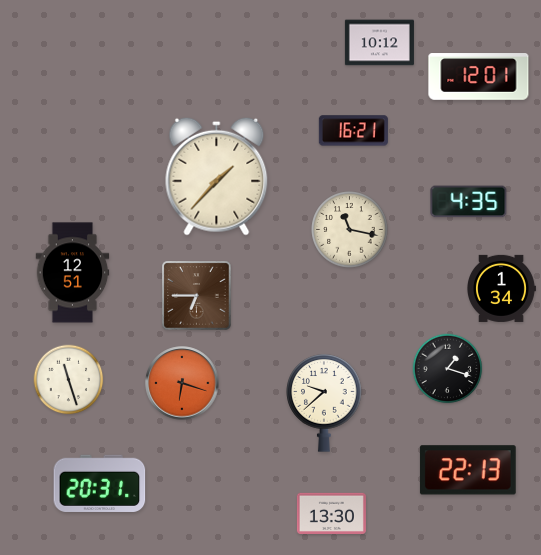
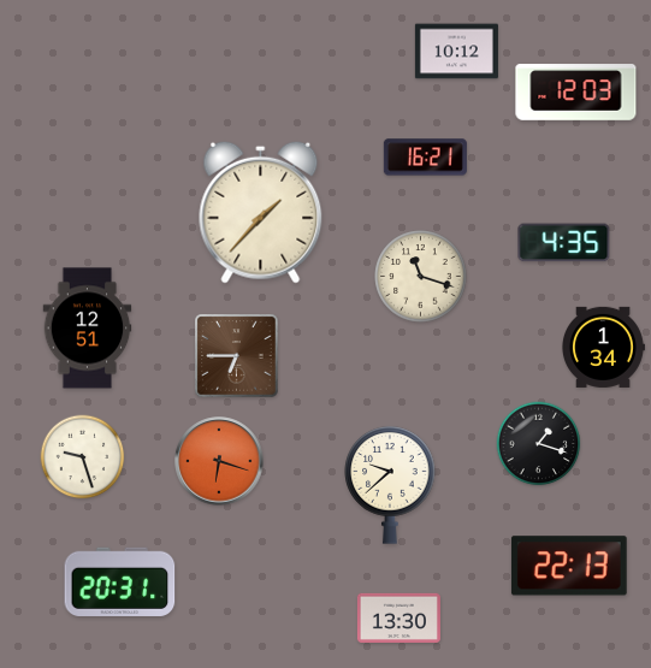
clock at (479, 77): 12:01 -> 12:03
clock at (350, 230): 11:17 -> 11:18
clock at (69, 380): 11:27 -> 9:27
clock at (468, 470) position: (468, 470) -> (569, 566)
